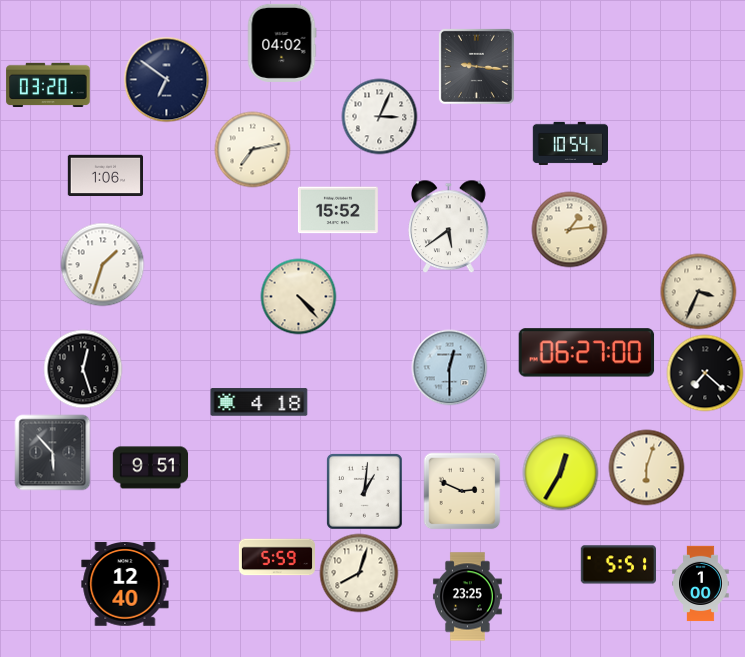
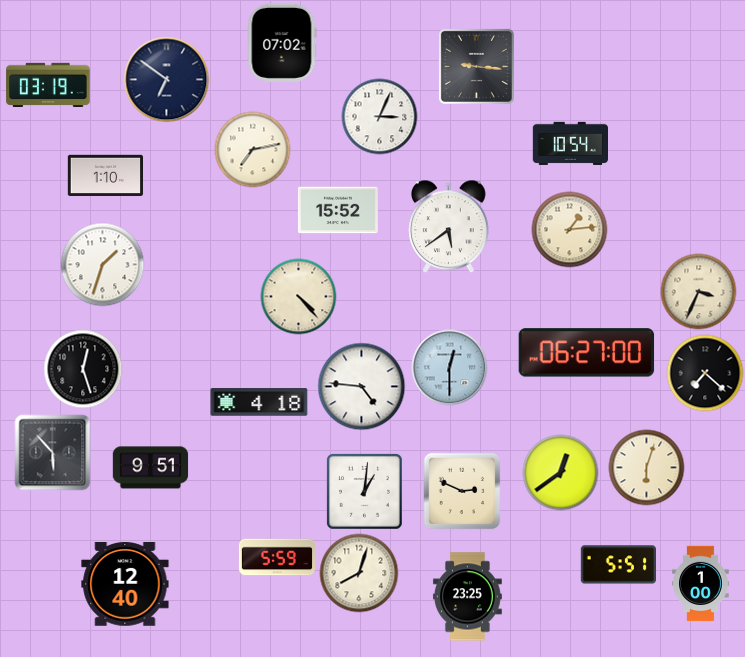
clock at (282, 43): 04:02 -> 07:02
clock at (48, 84): 03:20 -> 03:19
clock at (105, 175): 1:06 -> 1:10
clock at (362, 387): none -> 4:46
clock at (561, 473): 12:35 -> 12:39
